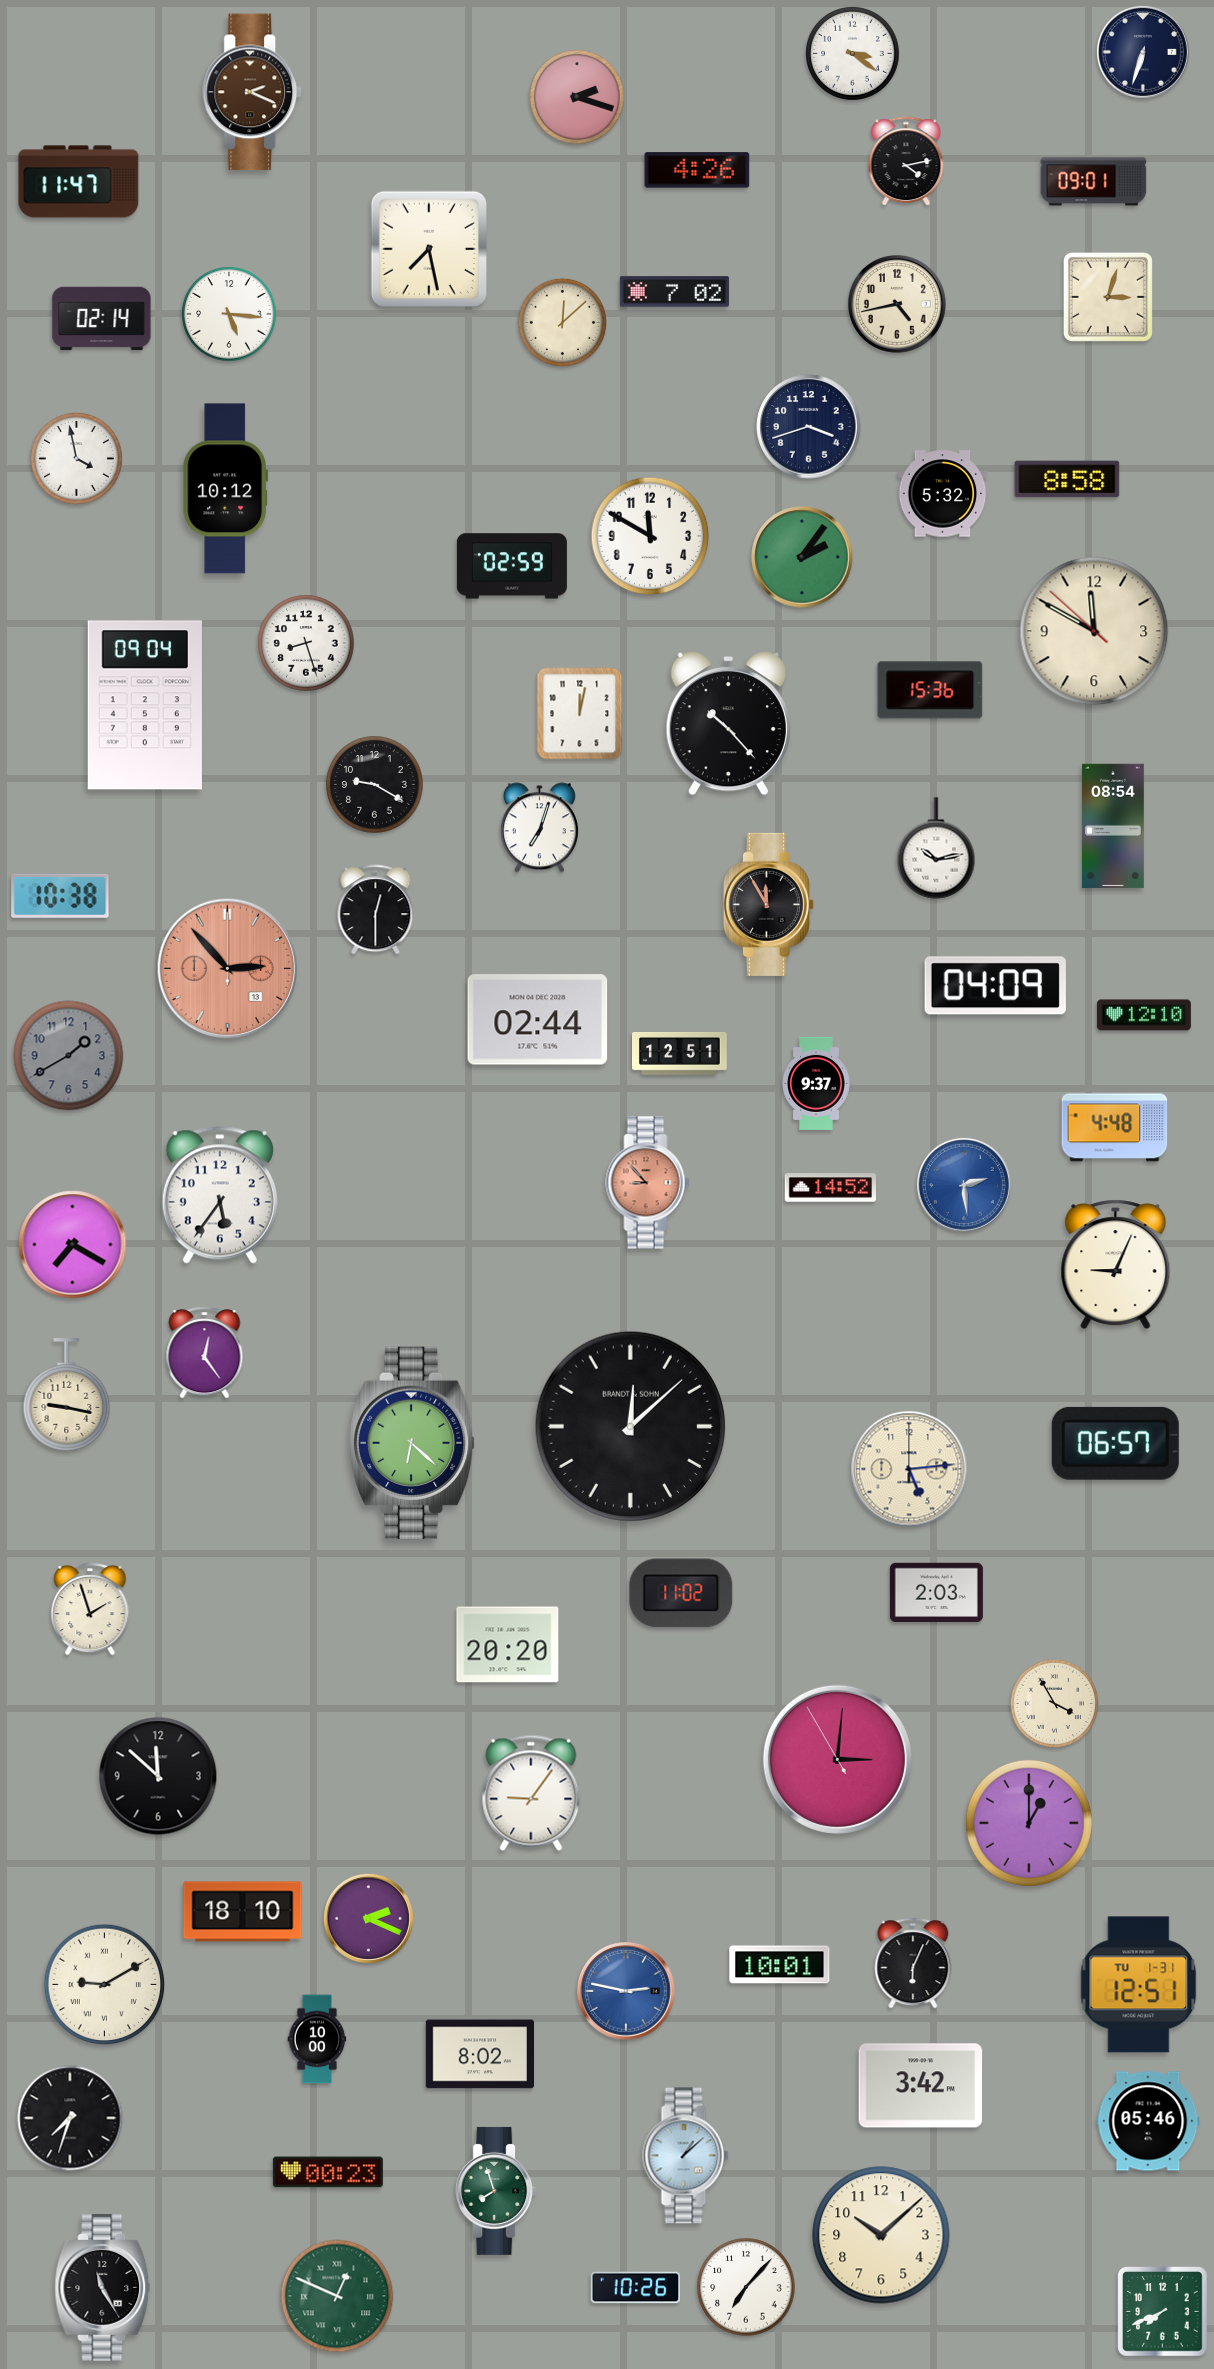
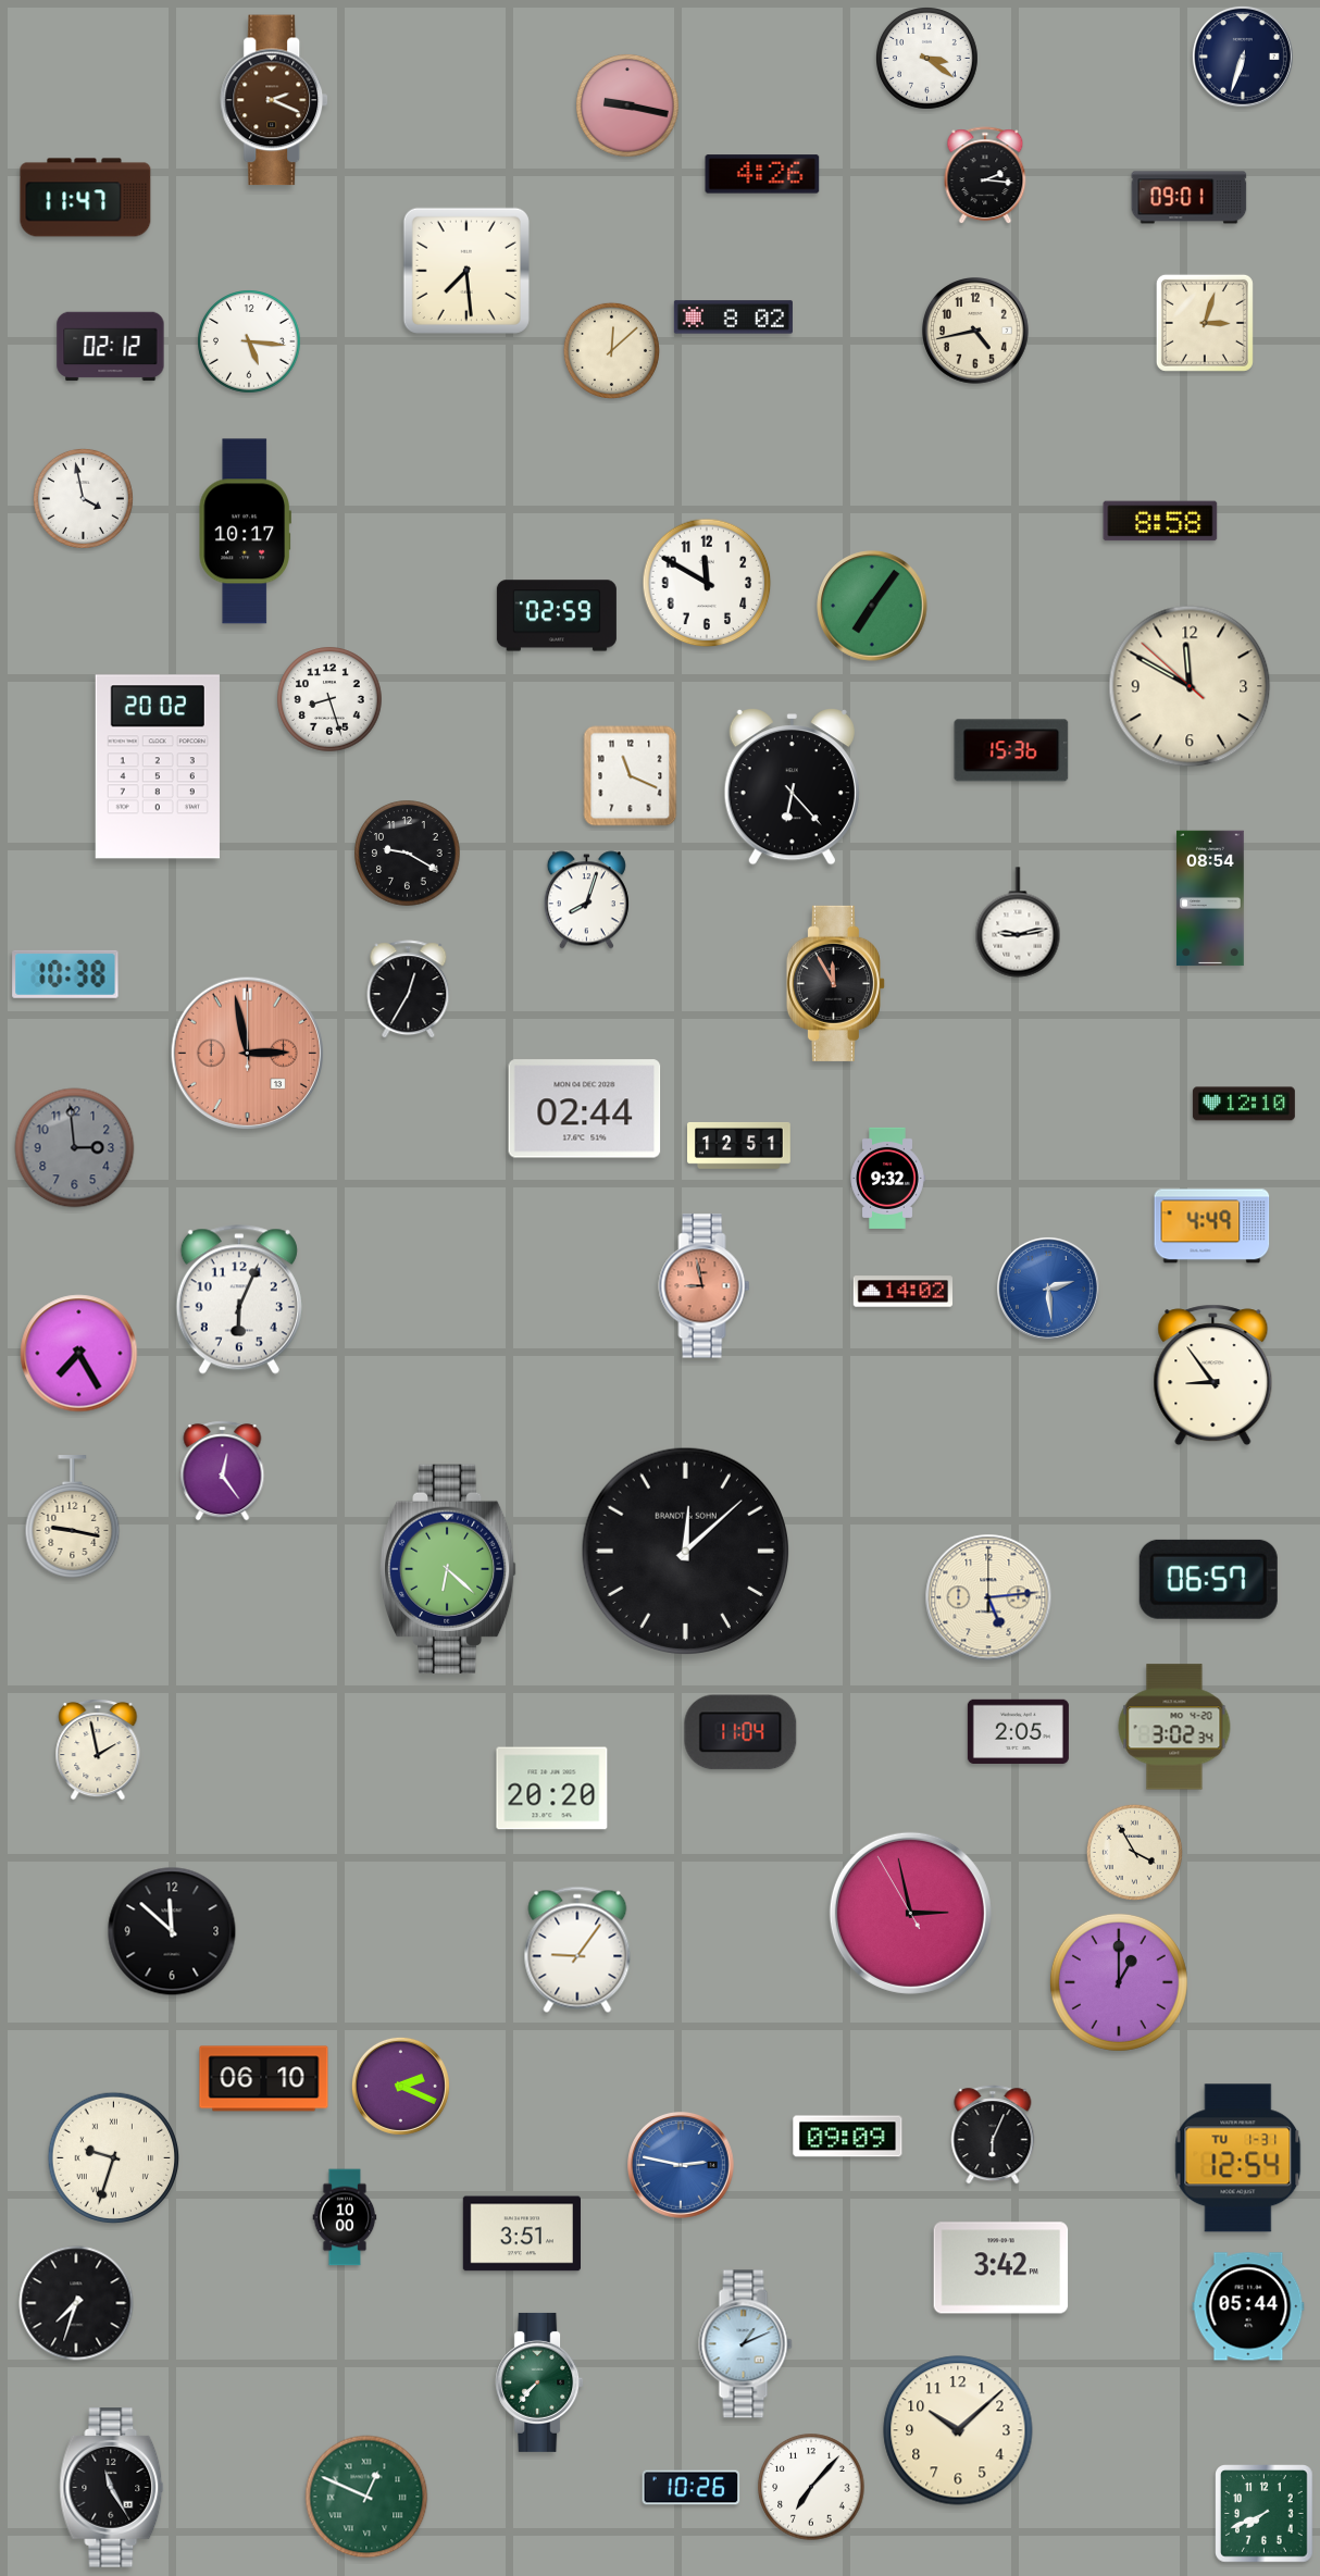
clock at (577, 97): 2:18 -> 9:17
clock at (906, 162): 4:13 -> 2:16
clock at (697, 170) position: (697, 170) -> (762, 174)
clock at (429, 249): 7:28 -> 7:29
clock at (674, 292): 7:02 -> 8:02
clock at (102, 319): 02:14 -> 02:12
clock at (809, 427): 3:42 -> none
clock at (225, 489): 10:12 -> 10:17
clock at (943, 494): 5:32 -> none
clock at (802, 557): 2:06 -> 7:06
clock at (306, 643) position: (306, 643) -> (329, 699)
clock at (145, 705): 09:04 -> 20:02
clock at (580, 714): 12:02 -> 11:19
clock at (728, 724): 10:23 -> 6:23
clock at (539, 828): 7:03 -> 8:03
clock at (936, 848): 10:13 -> 9:13
clock at (376, 910): 12:30 -> 12:35
clock at (227, 968): 2:53 -> 2:58
clock at (995, 986): 04:09 -> none
clock at (69, 1056): 1:40 -> 2:59
clock at (816, 1083): 9:37 -> 9:32
clock at (1115, 1128): 4:48 -> 4:49
clock at (648, 1183): 8:53 -> 8:58
clock at (831, 1188): 14:52 -> 14:02
clock at (220, 1195): 5:36 -> 6:04
clock at (73, 1245): 7:20 -> 7:25
clock at (1116, 1265): 9:04 -> 8:54
clock at (1115, 1443) position: (1115, 1443) -> (1208, 1579)
clock at (1174, 1727): none -> 3:02
clock at (936, 1592): 2:03 -> 2:05
clock at (681, 1593): 11:02 -> 11:04
clock at (90, 1609): 1:57 -> 1:58
clock at (1054, 1703) position: (1054, 1703) -> (1134, 1852)
clock at (837, 1759): 3:00 -> 2:57
clock at (243, 1912): 18:10 -> 06:10
clock at (780, 1965): 10:01 -> 09:09
clock at (105, 1985): 9:10 -> 9:33
clock at (1139, 1985): 12:51 -> 12:54
clock at (479, 2054): 8:02 -> 3:51
clock at (1148, 2121): 05:46 -> 05:44
clock at (686, 2156): 1:08 -> 1:11
clock at (328, 2172): 00:23 -> none
clock at (496, 2191): 7:57 -> 7:37
